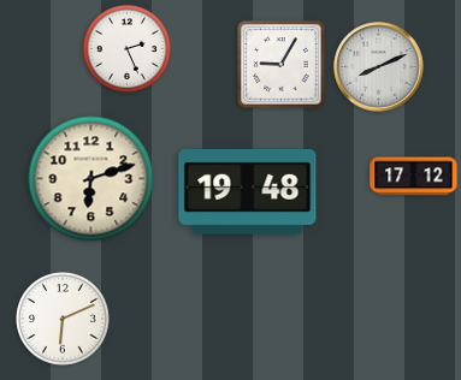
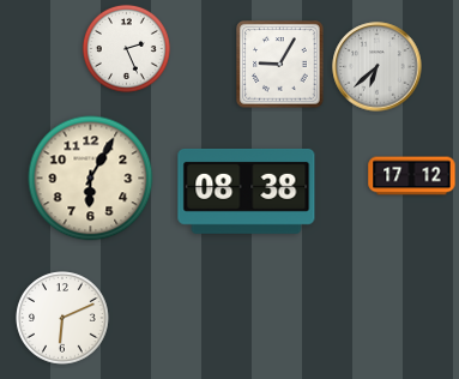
clock at (379, 67): 8:11 -> 6:38
clock at (91, 179): 6:12 -> 6:05
clock at (248, 191): 19:48 -> 08:38
